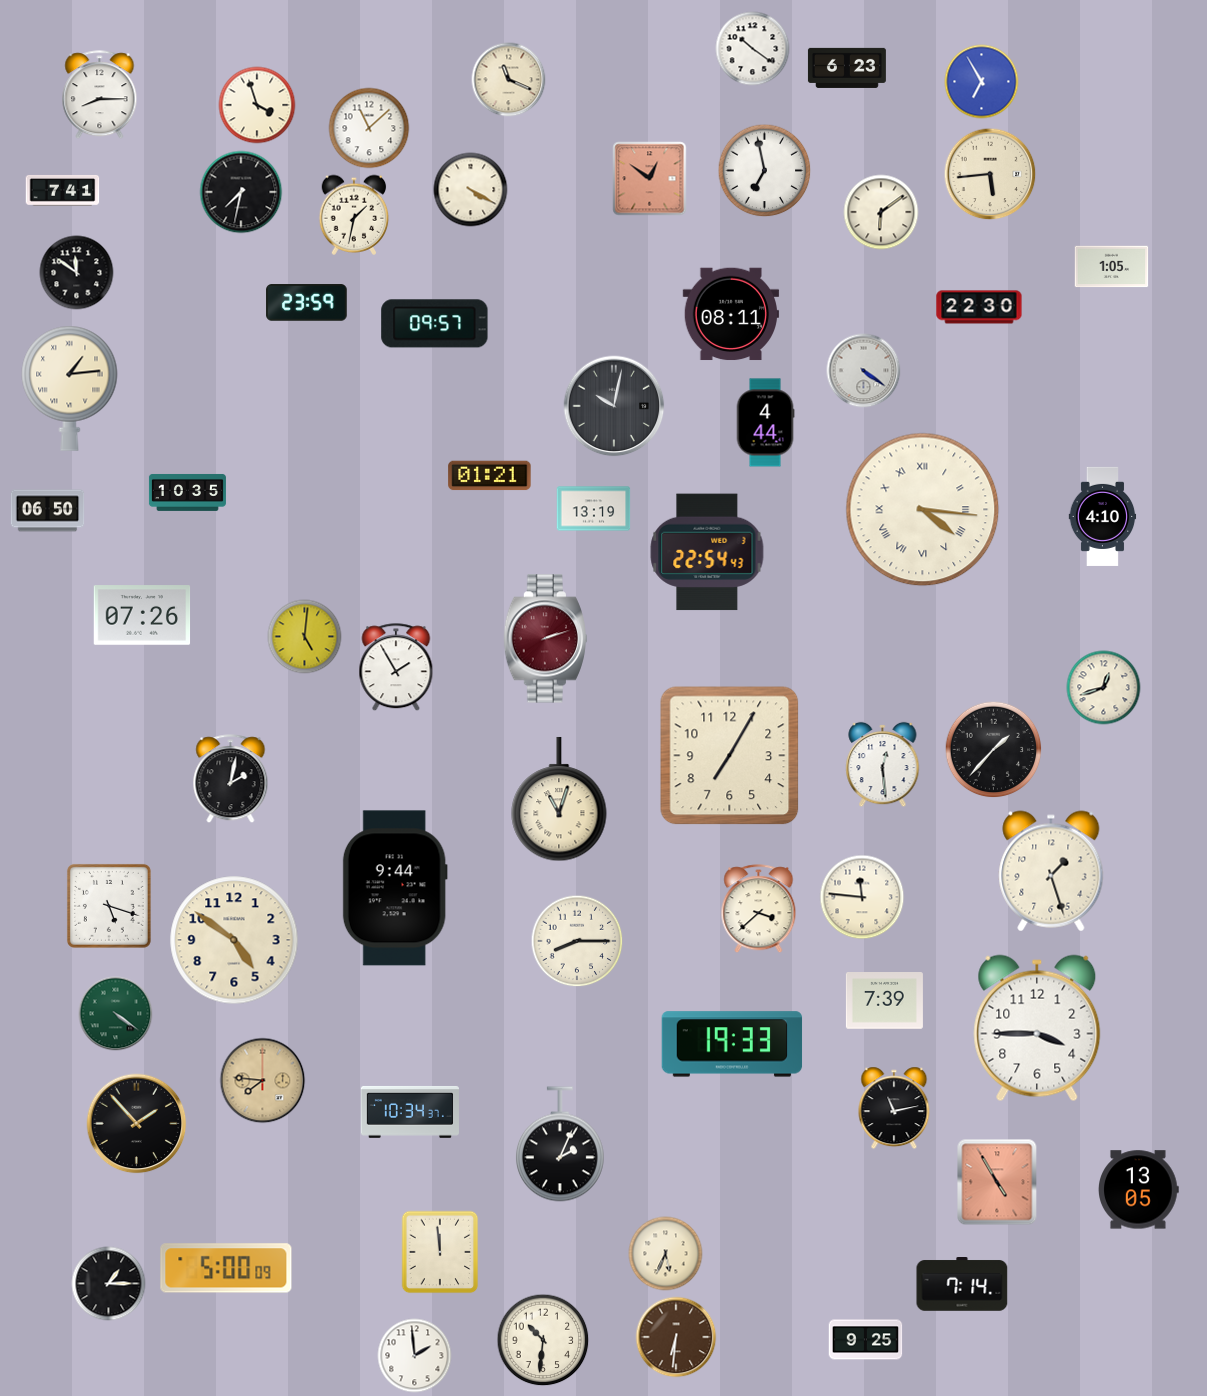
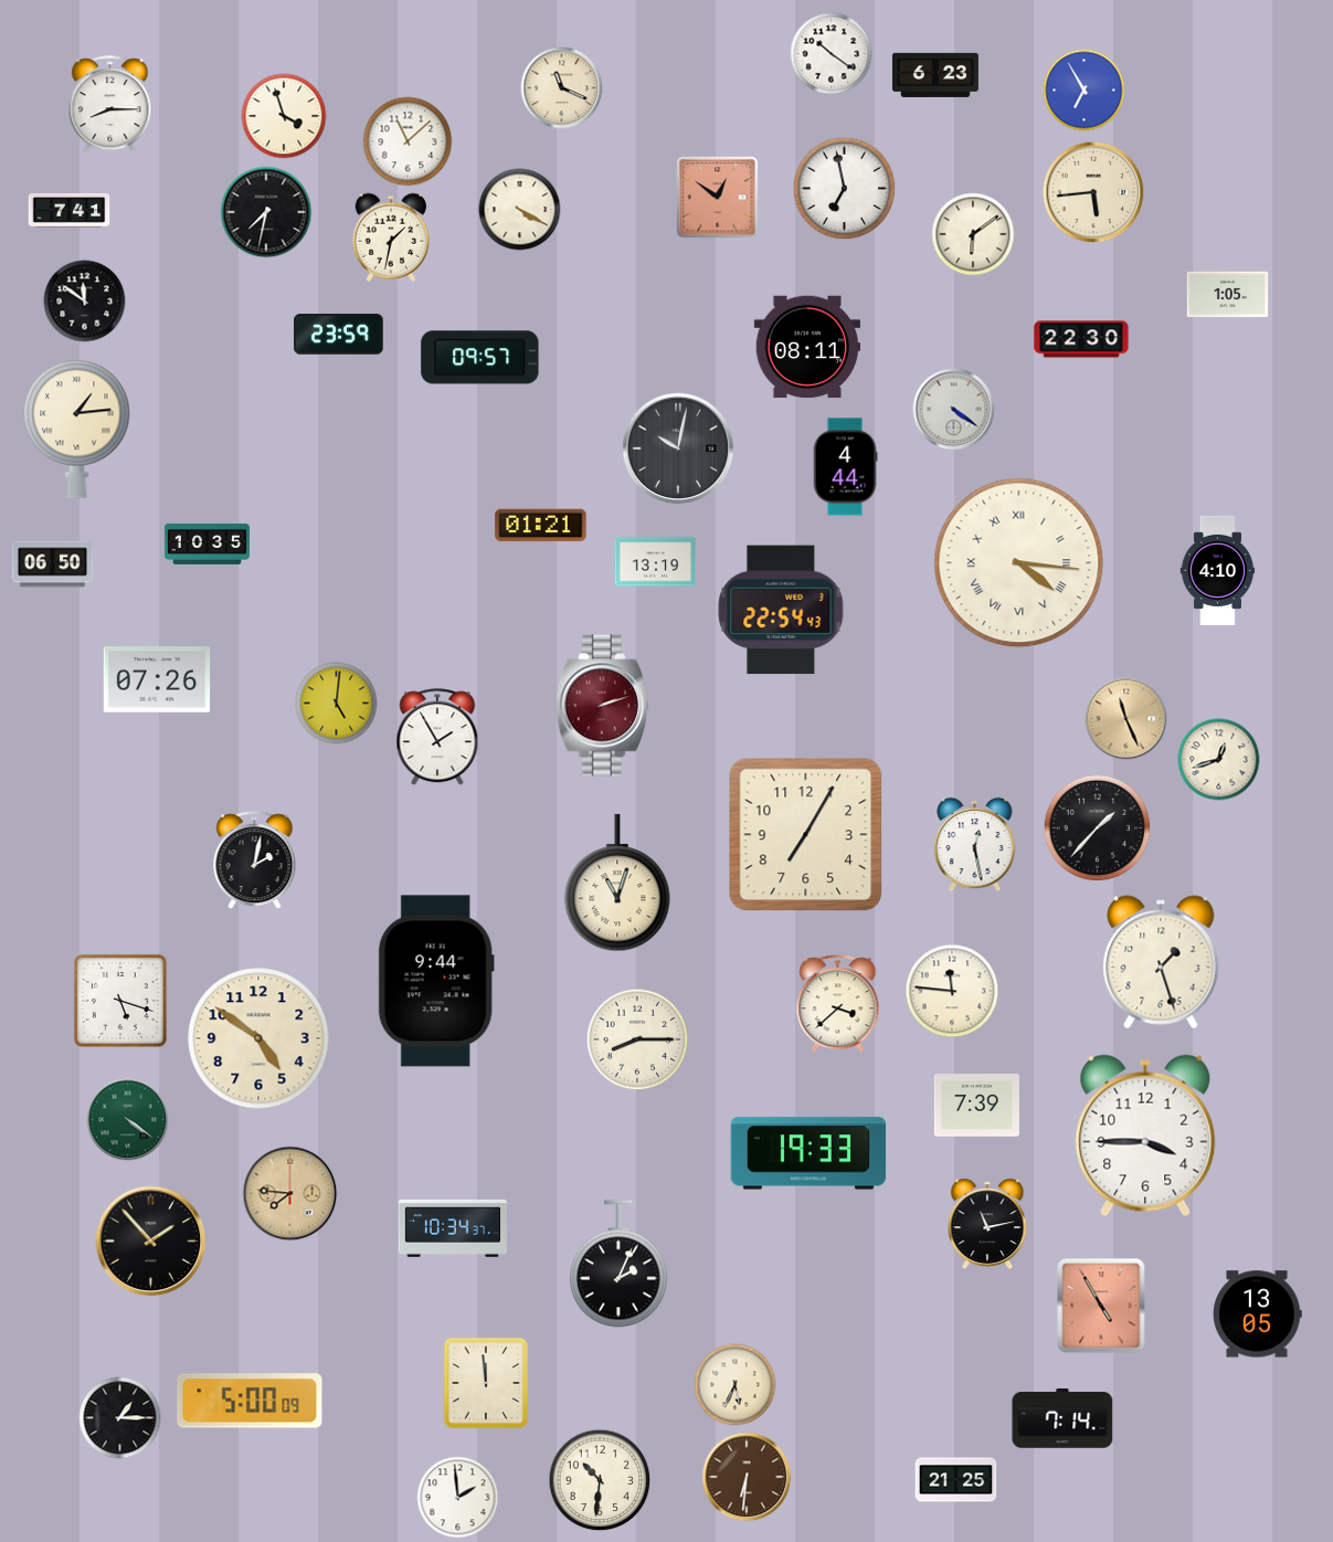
clock at (1126, 719): none -> 11:26
clock at (883, 765): 12:29 -> 12:28
clock at (866, 1340): 9:25 -> 21:25
